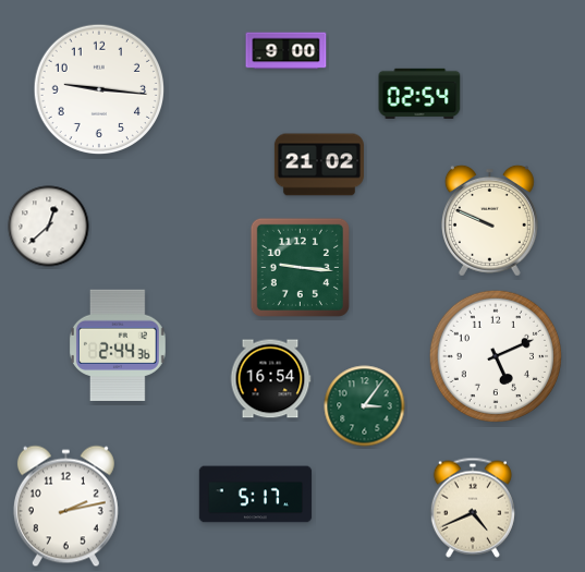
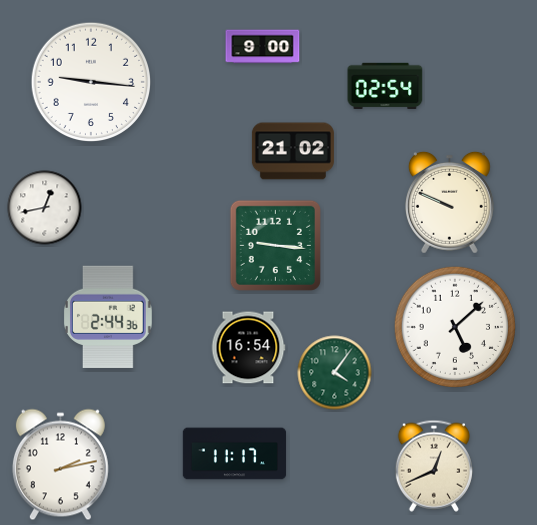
clock at (49, 227): 12:38 -> 12:43
clock at (495, 355): 5:11 -> 5:08
clock at (365, 406): 3:06 -> 4:06
clock at (256, 495): 5:17 -> 11:17
clock at (473, 508): 4:41 -> 12:41
